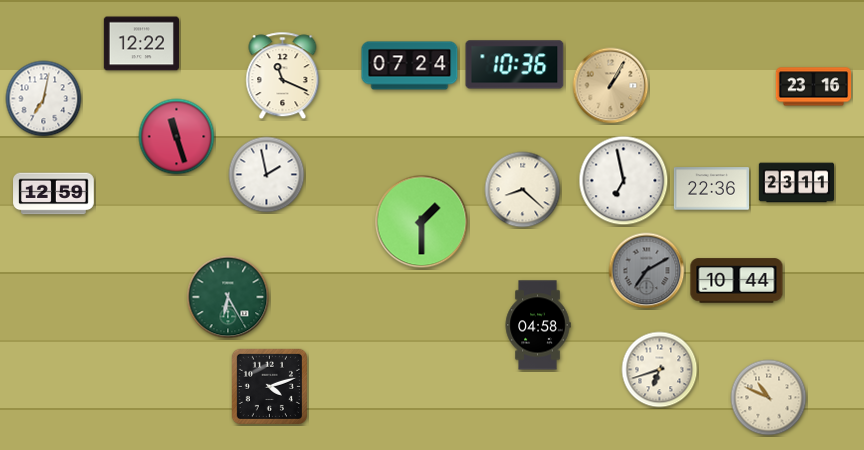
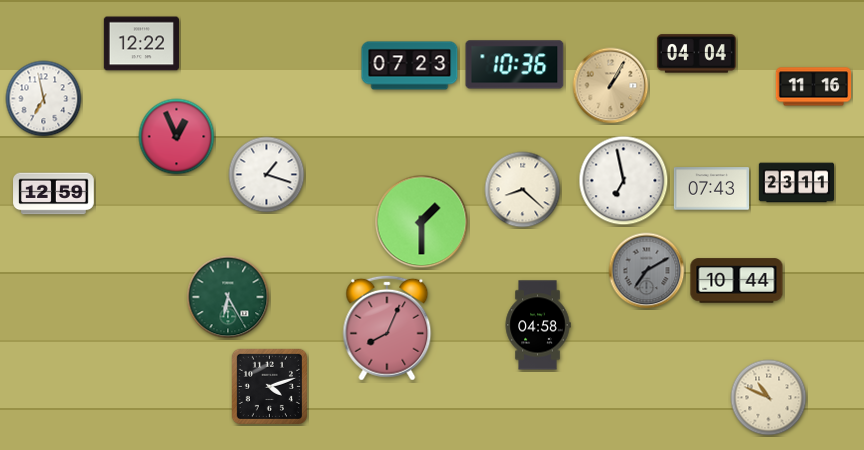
clock at (696, 54): none -> 04:04
clock at (410, 66): 07:24 -> 07:23
clock at (283, 76): 11:19 -> none
clock at (813, 87): 23:16 -> 11:16
clock at (44, 99): 7:02 -> 6:58
clock at (177, 137): 11:27 -> 12:56
clock at (267, 175): 1:58 -> 1:18
clock at (711, 189): 22:36 -> 07:43
clock at (387, 328): none -> 8:04
clock at (660, 370): 6:42 -> none
